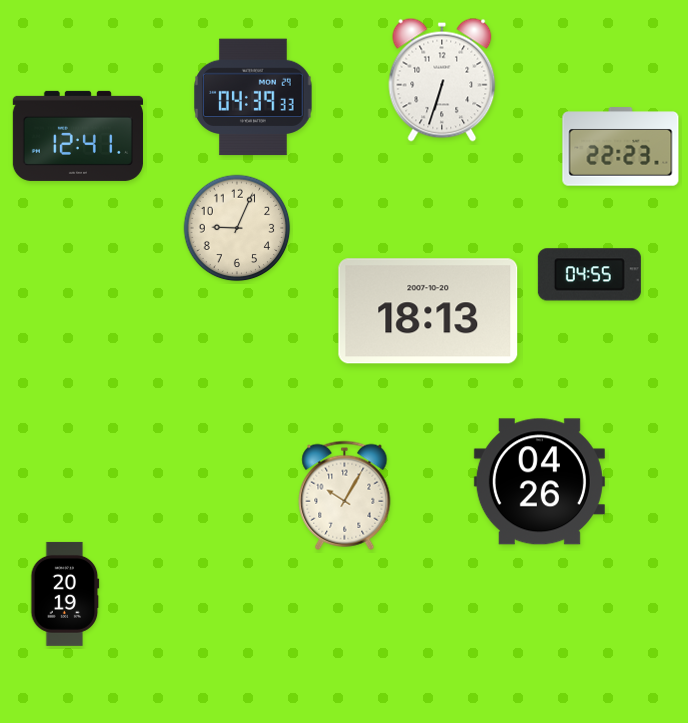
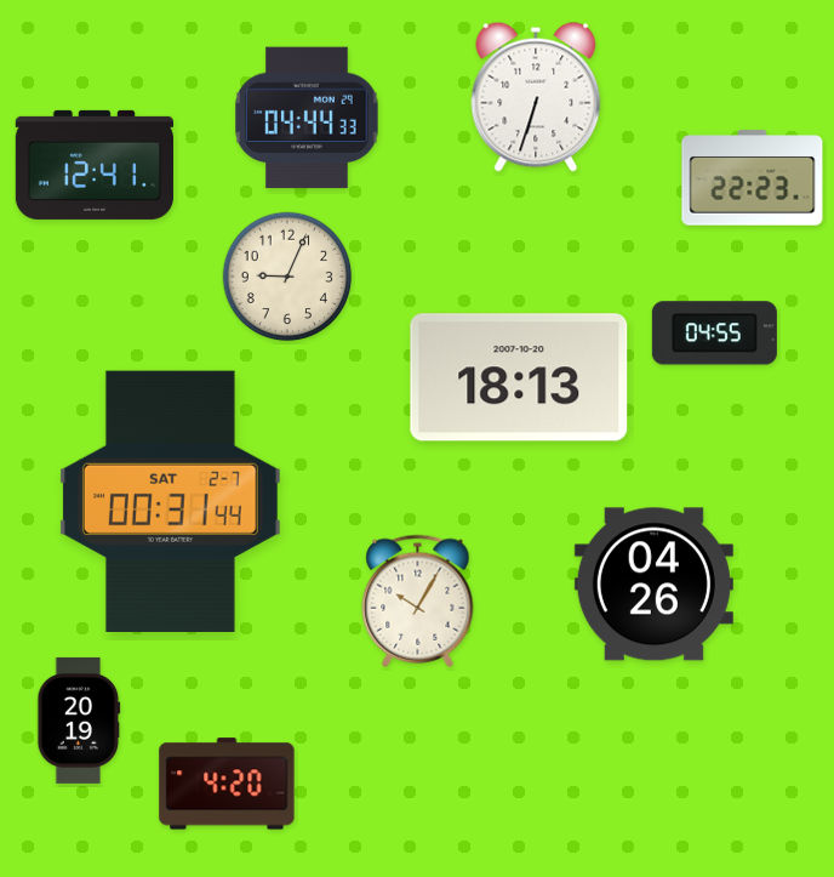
clock at (253, 97): 04:39 -> 04:44
clock at (170, 501): none -> 00:31
clock at (227, 784): none -> 4:20
